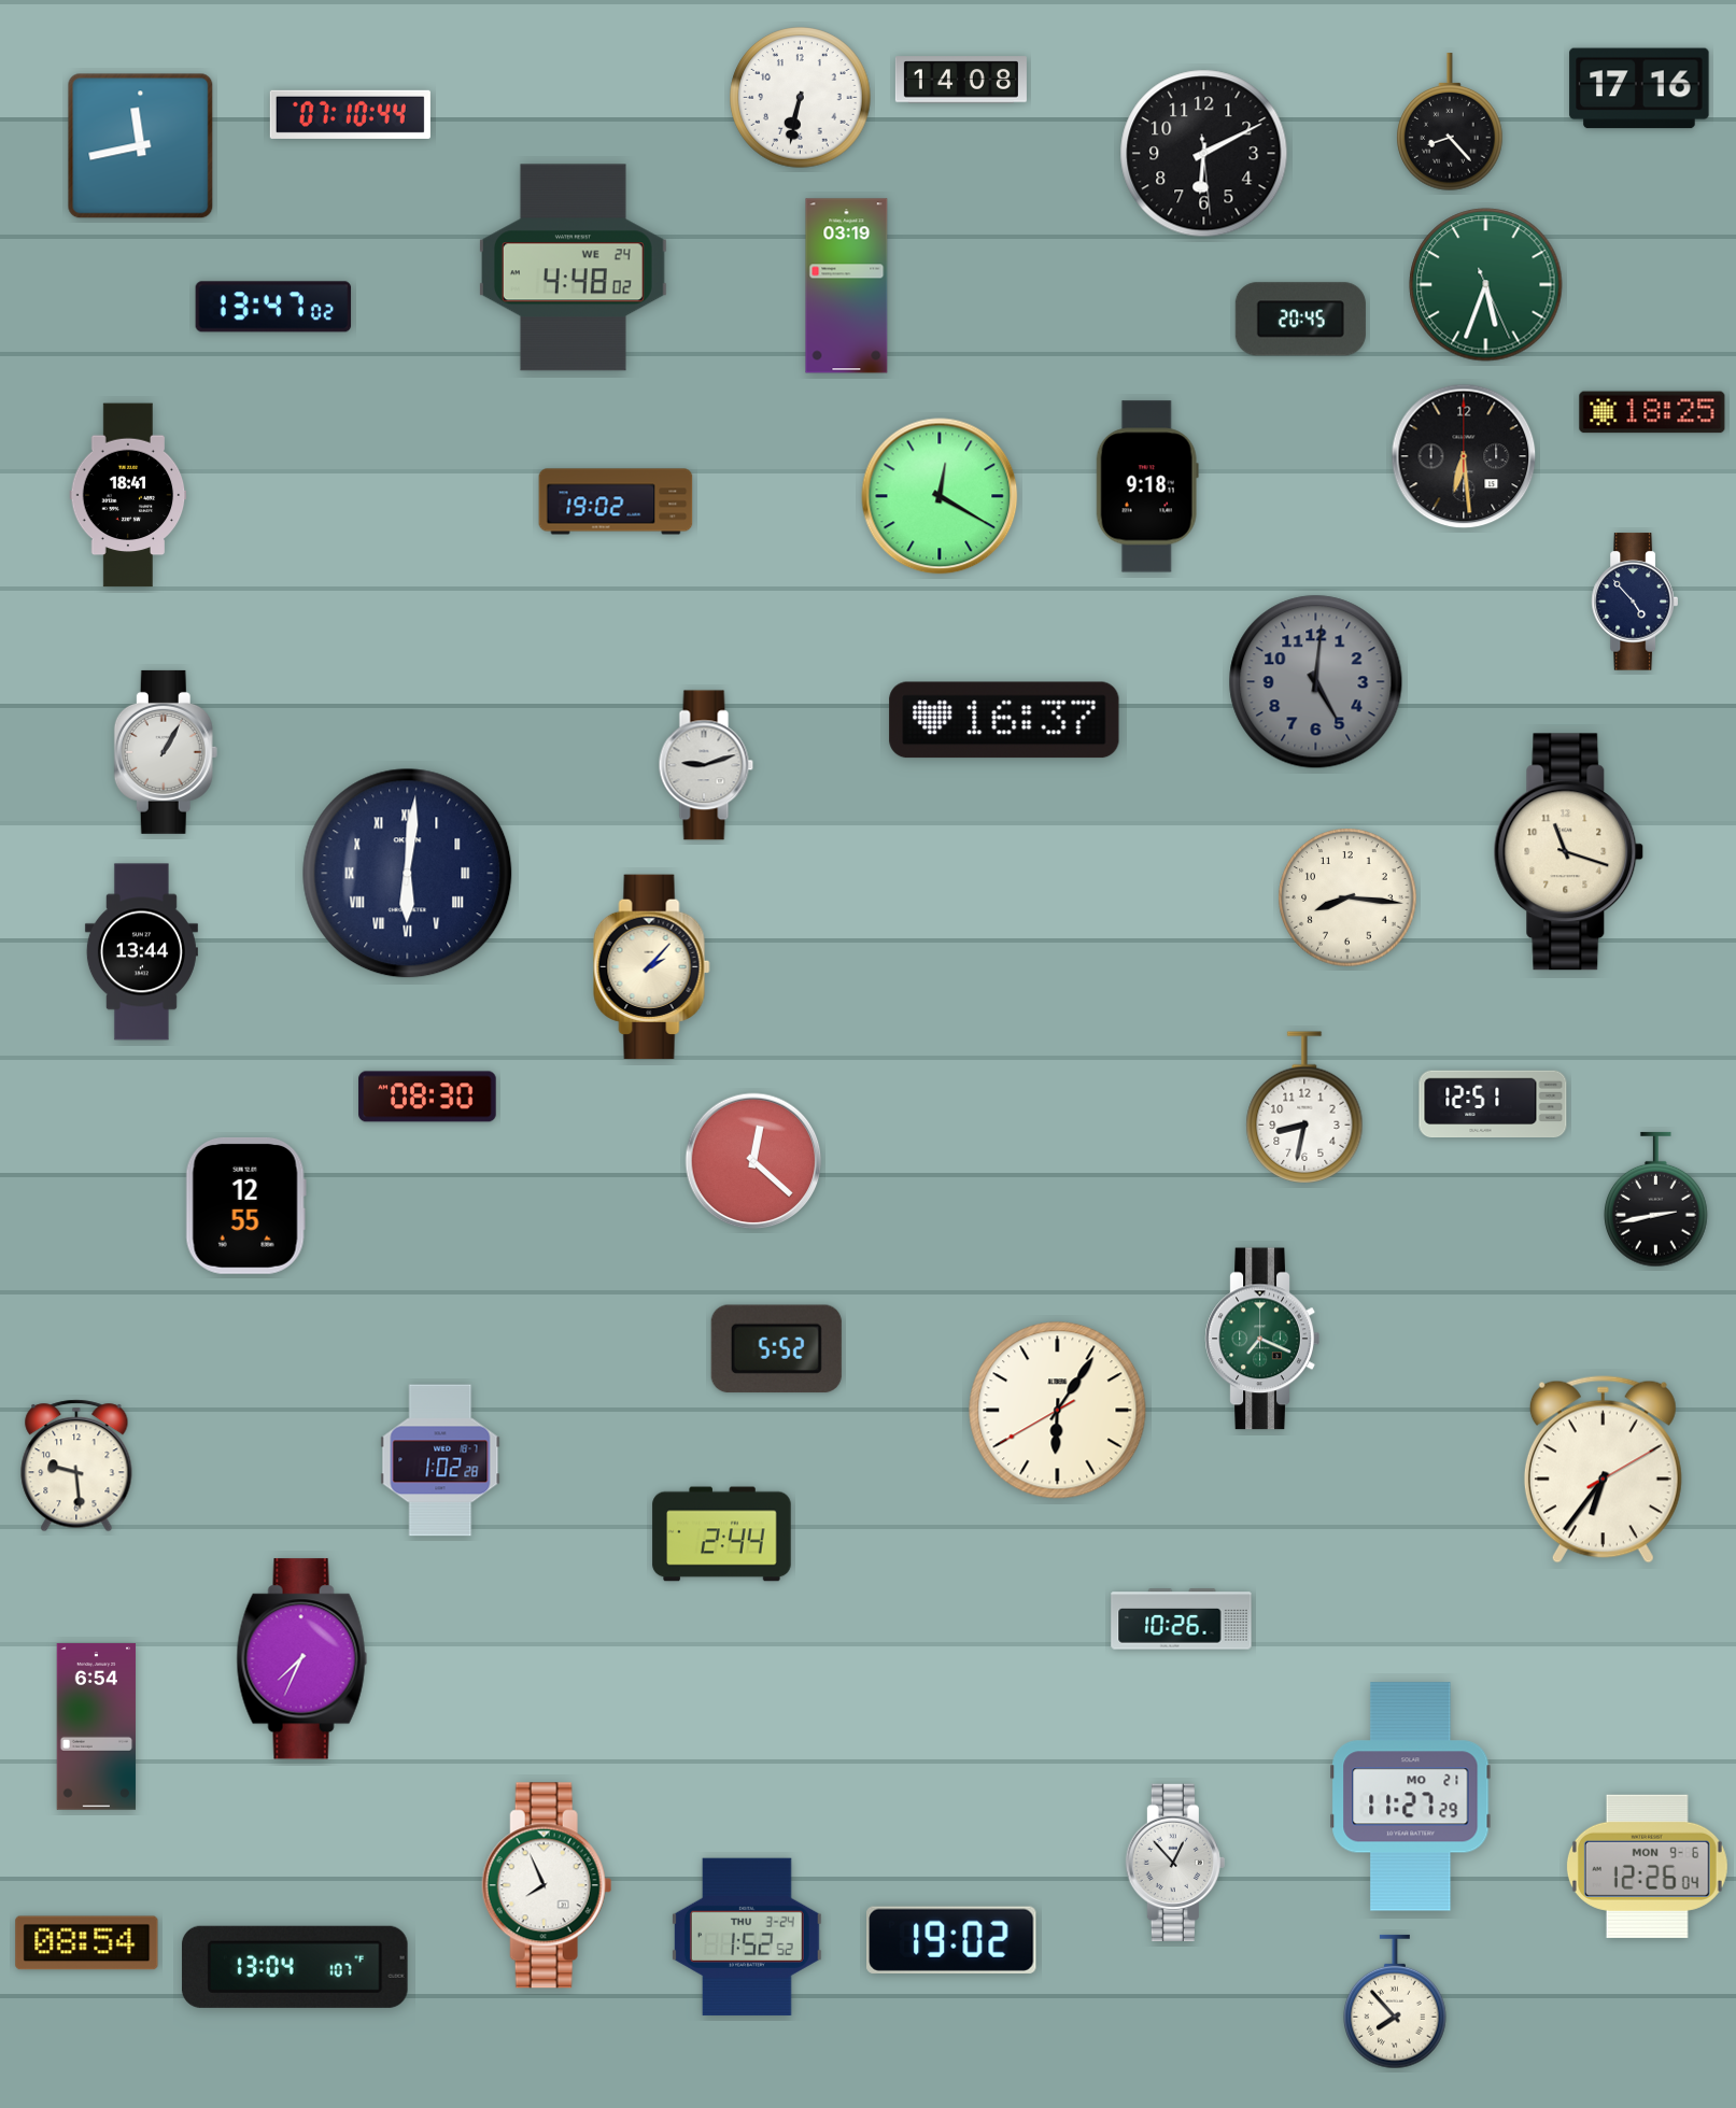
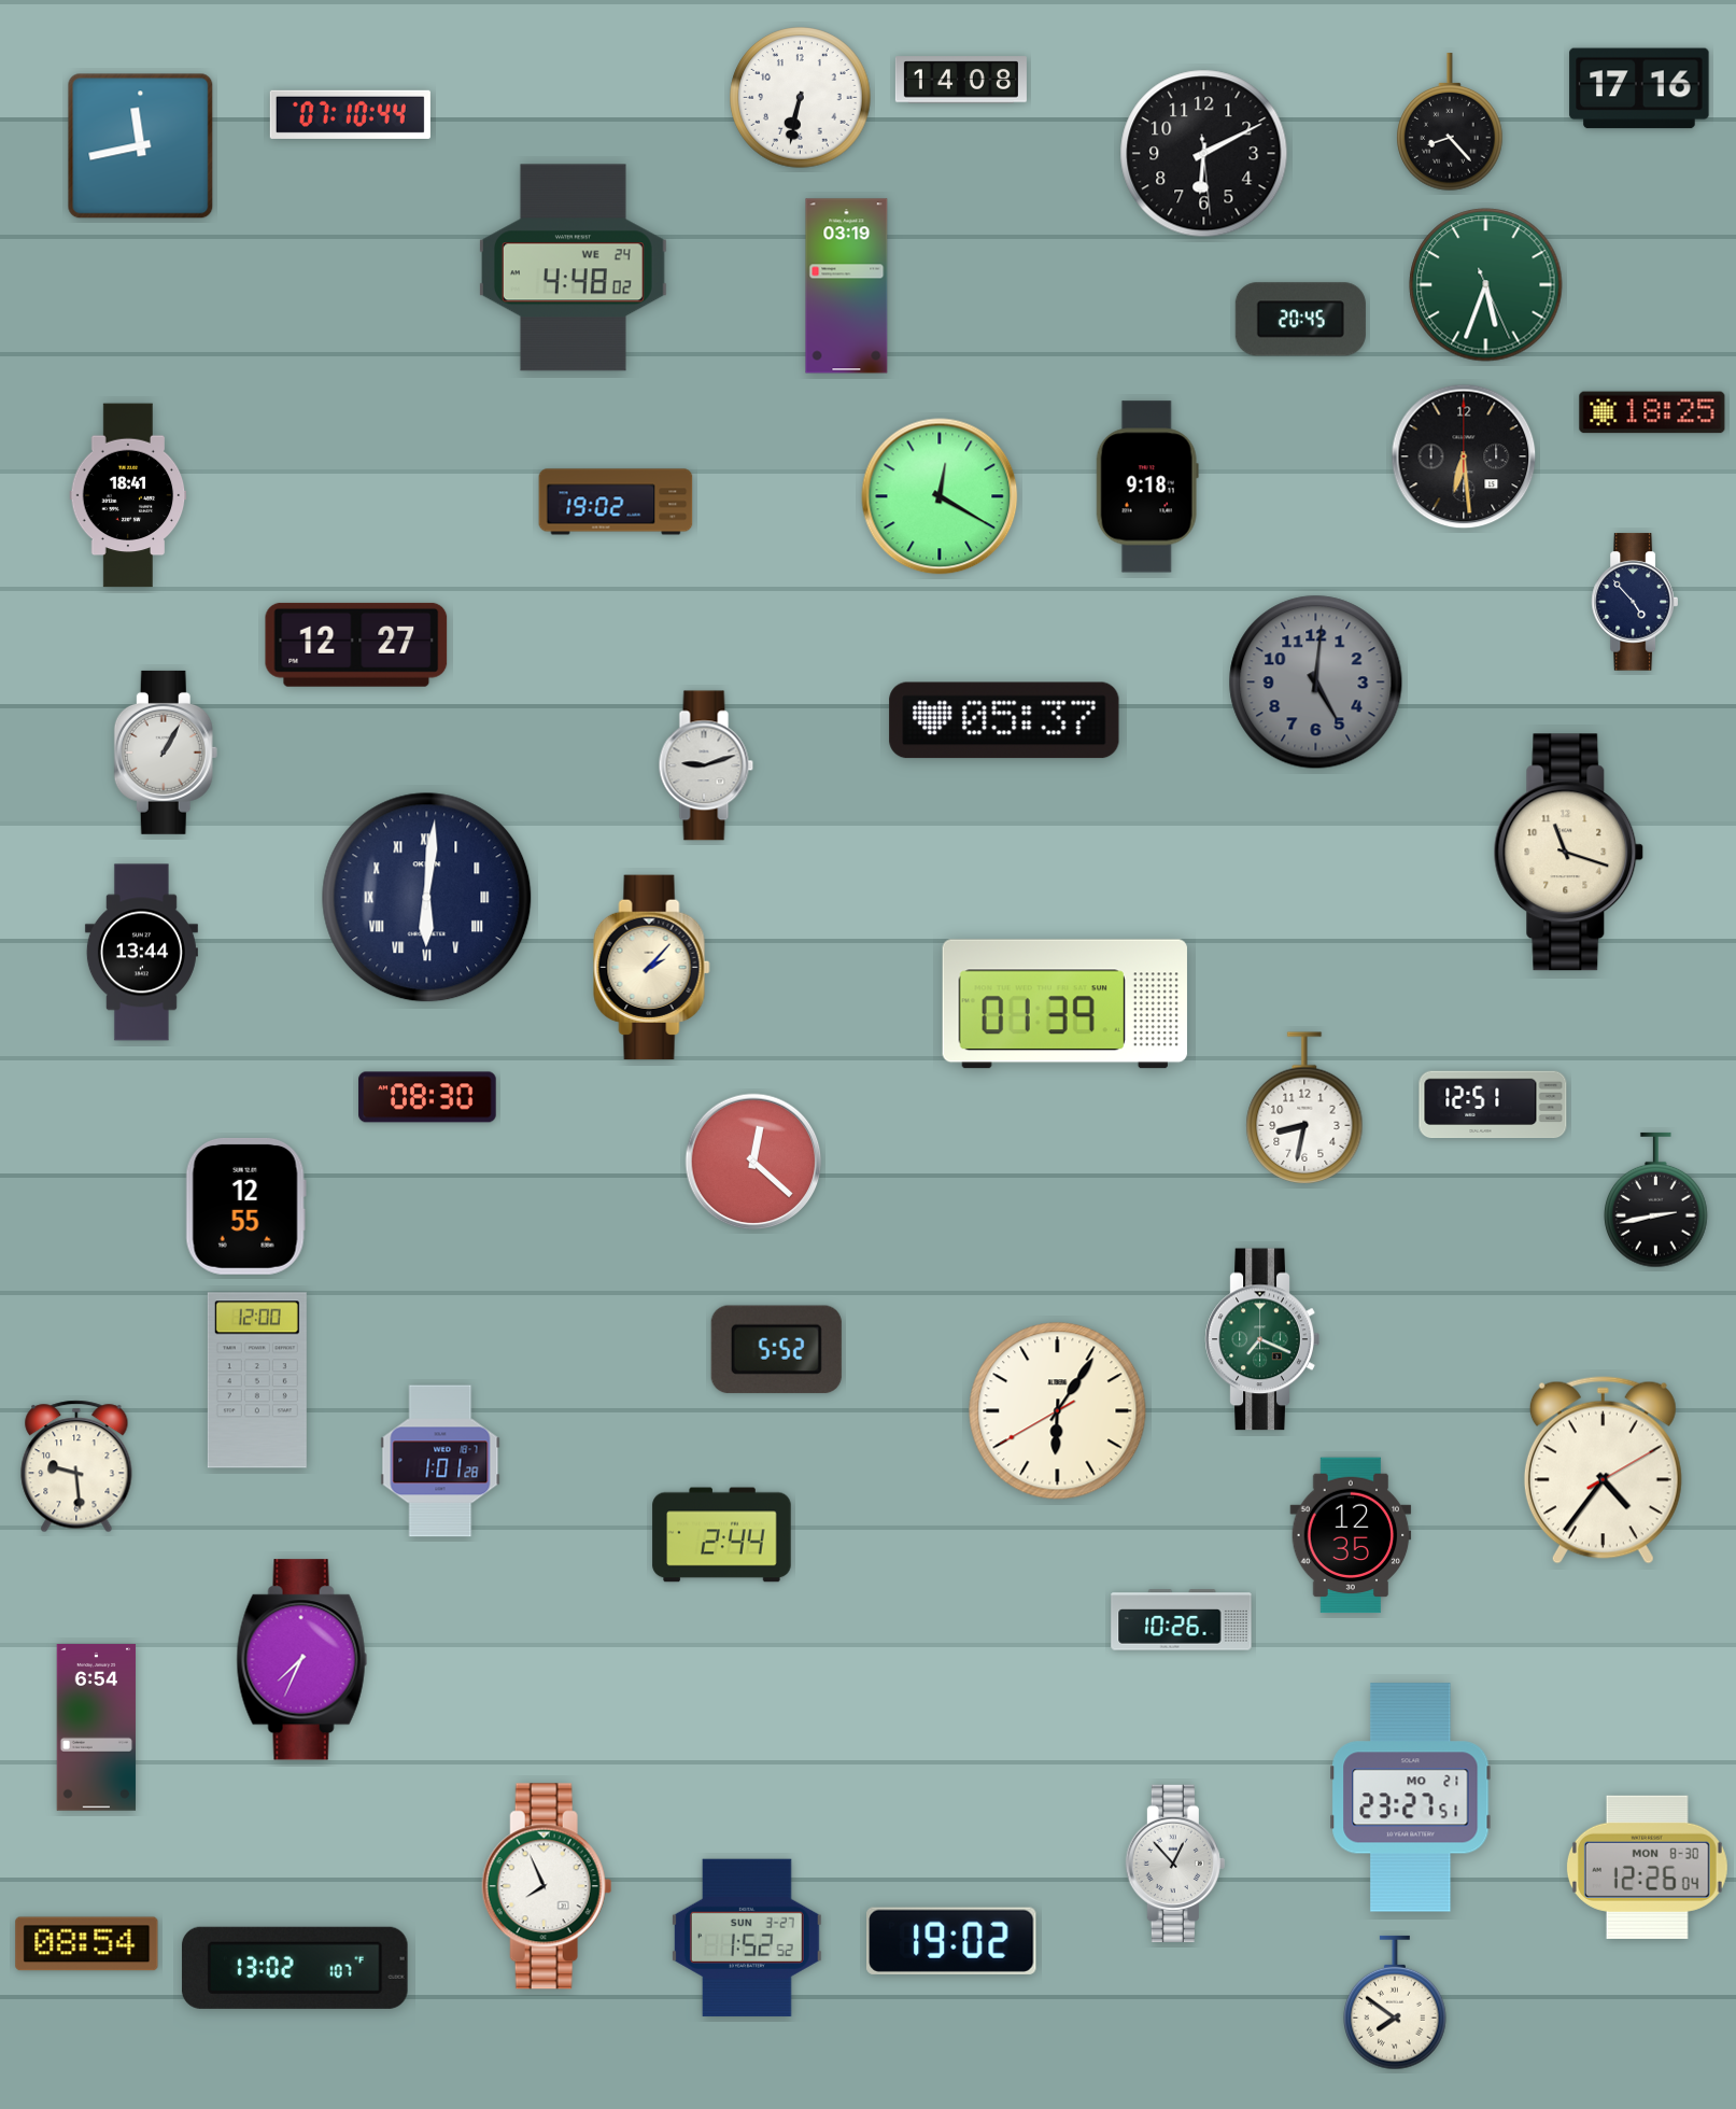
clock at (273, 307): 13:47 -> none
clock at (356, 645): none -> 12:27
clock at (1004, 720): 16:37 -> 05:37
clock at (408, 874) position: (408, 874) -> (427, 898)
clock at (1347, 897): 8:16 -> none
clock at (1064, 1004): none -> 01:39
clock at (257, 1380): none -> 12:00
clock at (440, 1460): 1:02 -> 1:01
clock at (1603, 1470): 6:36 -> 4:36
clock at (1351, 1535): none -> 12:35
clock at (1411, 1797): 11:27 -> 23:27
clock at (1647, 1866) date: MON 9-6 -> MON 8-30
clock at (747, 1937) date: THU 3-24 -> SUN 3-27
clock at (295, 1967): 13:04 -> 13:02
clock at (1396, 2001): 7:53 -> 7:51
